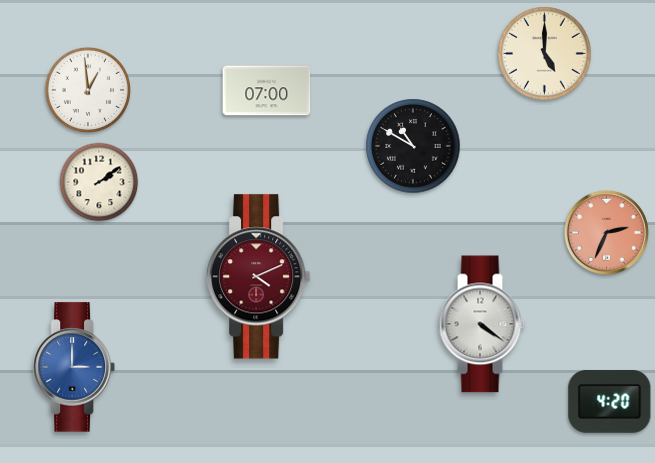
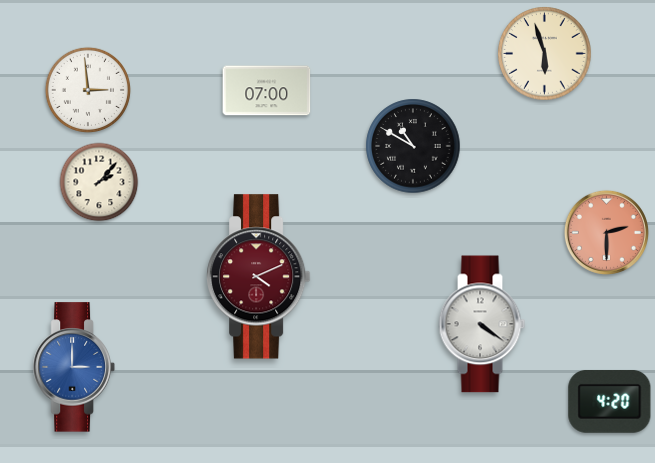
clock at (545, 54): 5:00 -> 5:57
clock at (88, 90): 12:59 -> 2:59
clock at (99, 182): 2:09 -> 2:07
clock at (606, 232): 2:34 -> 2:30
